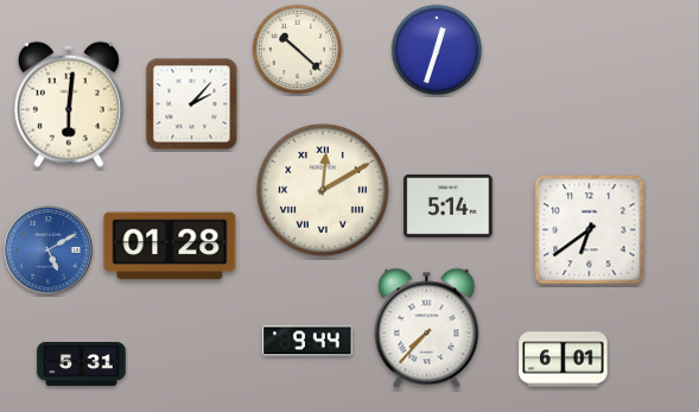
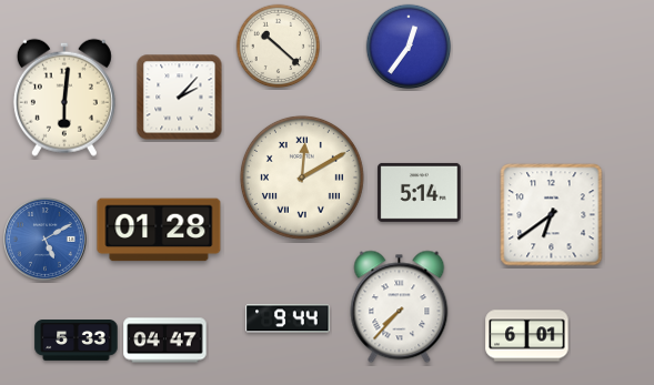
clock at (437, 50): 12:33 -> 12:36
clock at (47, 249) position: (47, 249) -> (44, 239)
clock at (82, 365): 5:31 -> 5:33
clock at (165, 341): none -> 04:47
